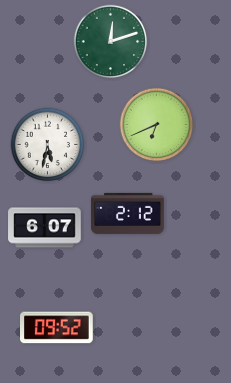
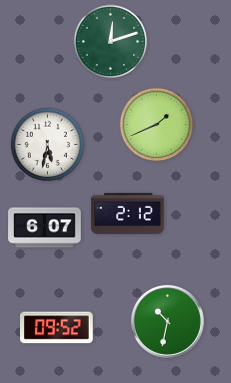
clock at (157, 125): 6:41 -> 1:41
clock at (167, 321): none -> 10:32
